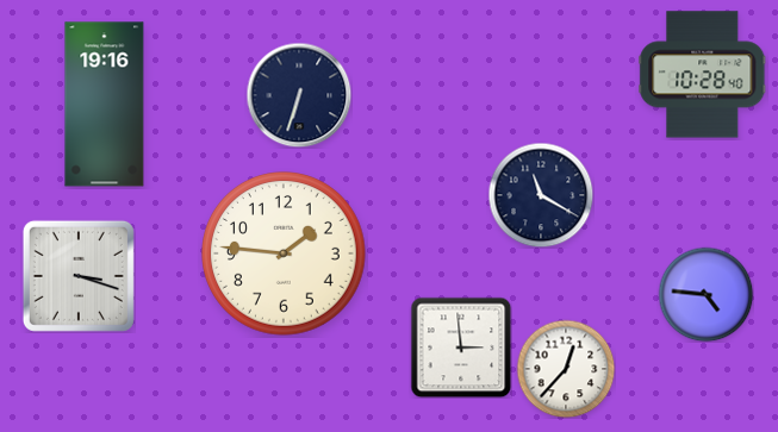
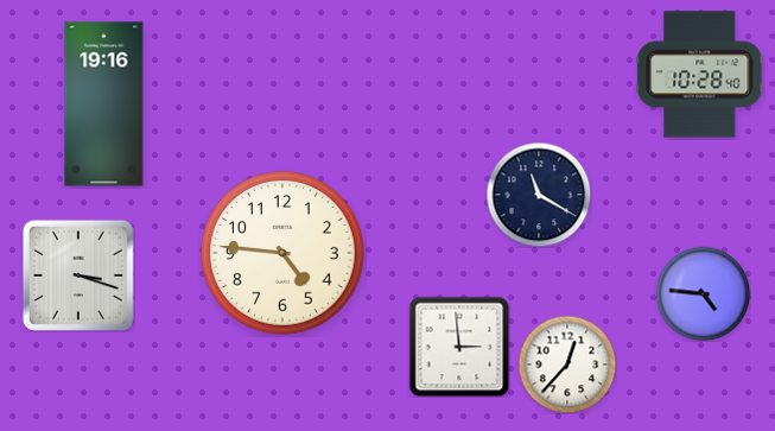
clock at (299, 95): 6:33 -> none
clock at (284, 253): 1:46 -> 4:46
clock at (566, 369) position: (566, 369) -> (567, 365)
